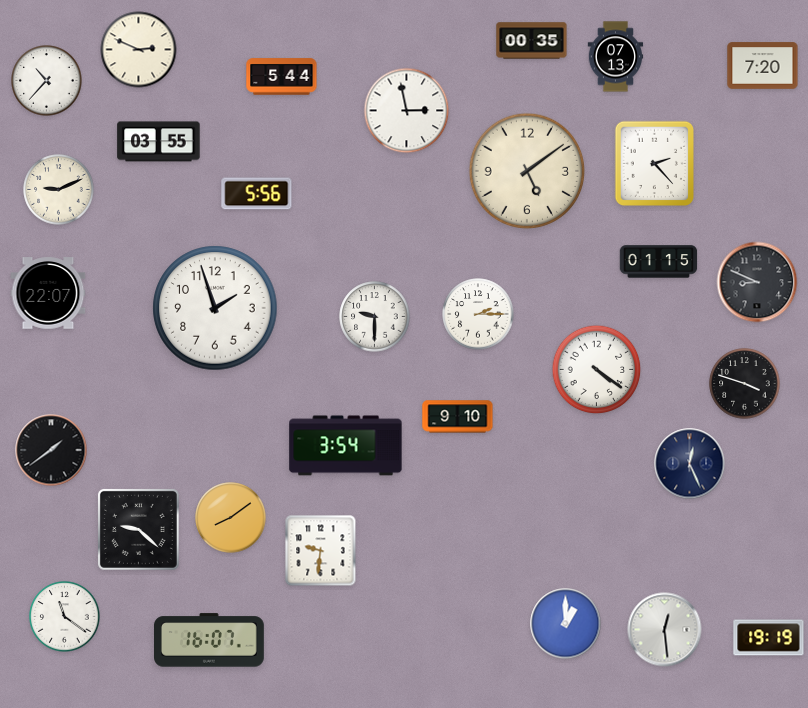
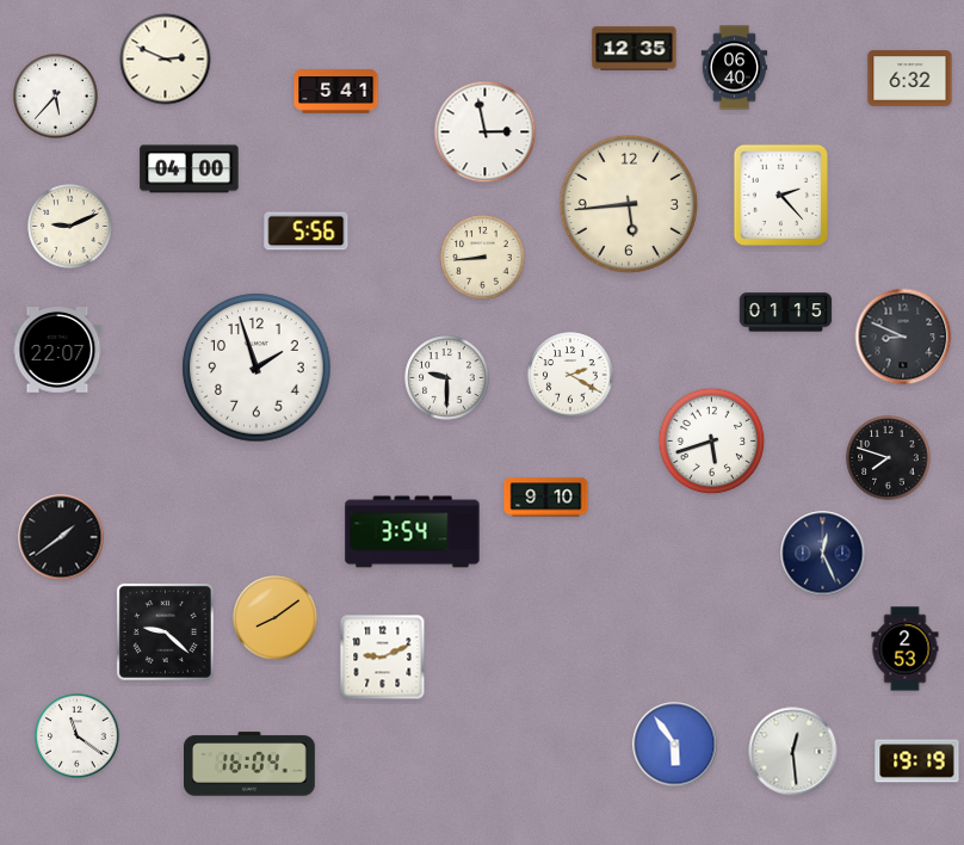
clock at (532, 41): 00:35 -> 12:35
clock at (616, 57): 07:13 -> 06:40
clock at (763, 66): 7:20 -> 6:32
clock at (282, 77): 5:44 -> 5:41
clock at (47, 81): 10:37 -> 5:37
clock at (159, 142): 03:55 -> 04:00
clock at (526, 170): 5:09 -> 5:44
clock at (483, 258): none -> 8:44
clock at (478, 314): 2:15 -> 2:20
clock at (597, 370): 4:21 -> 5:42
clock at (745, 384): 3:48 -> 7:48
clock at (906, 649): none -> 2:53
clock at (321, 551): 9:31 -> 9:11
clock at (566, 624): 1:00 -> 5:54
clock at (210, 640): 16:07 -> 16:04
